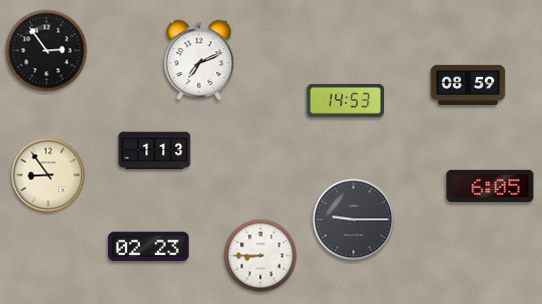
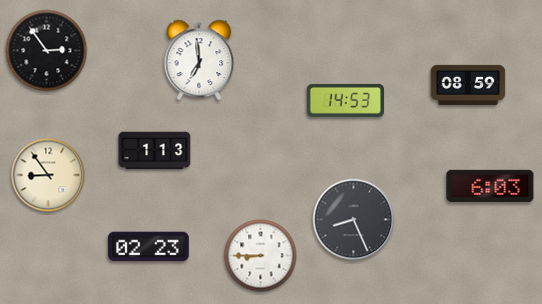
clock at (199, 60): 7:11 -> 6:59
clock at (490, 186): 6:05 -> 6:03
clock at (354, 220): 9:15 -> 8:26
